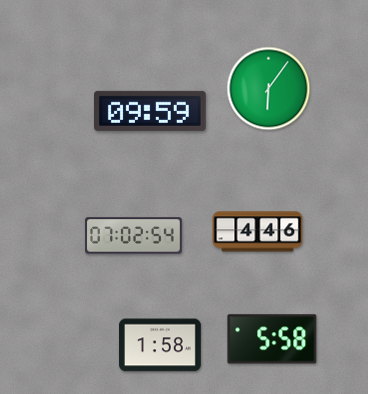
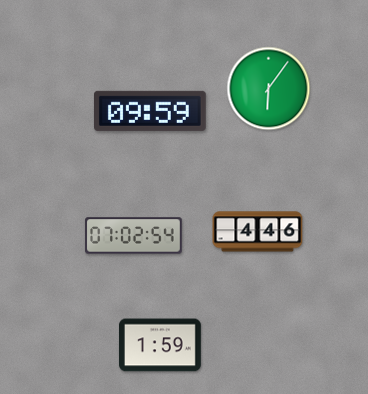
clock at (272, 339): 5:58 -> none
clock at (161, 345): 1:58 -> 1:59
